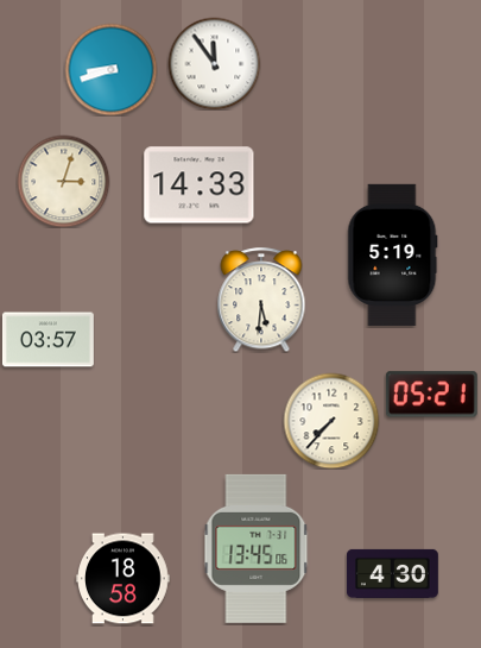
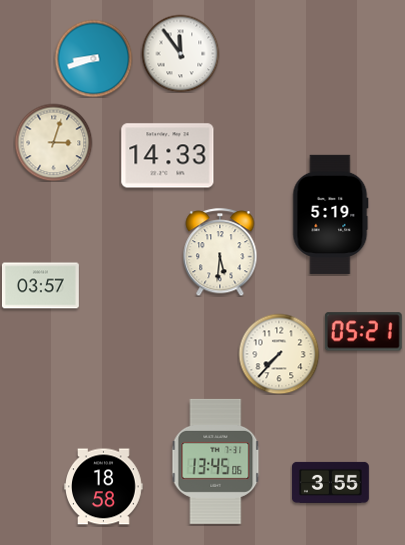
clock at (63, 181) position: (63, 181) -> (53, 142)
clock at (392, 573): 4:30 -> 3:55
